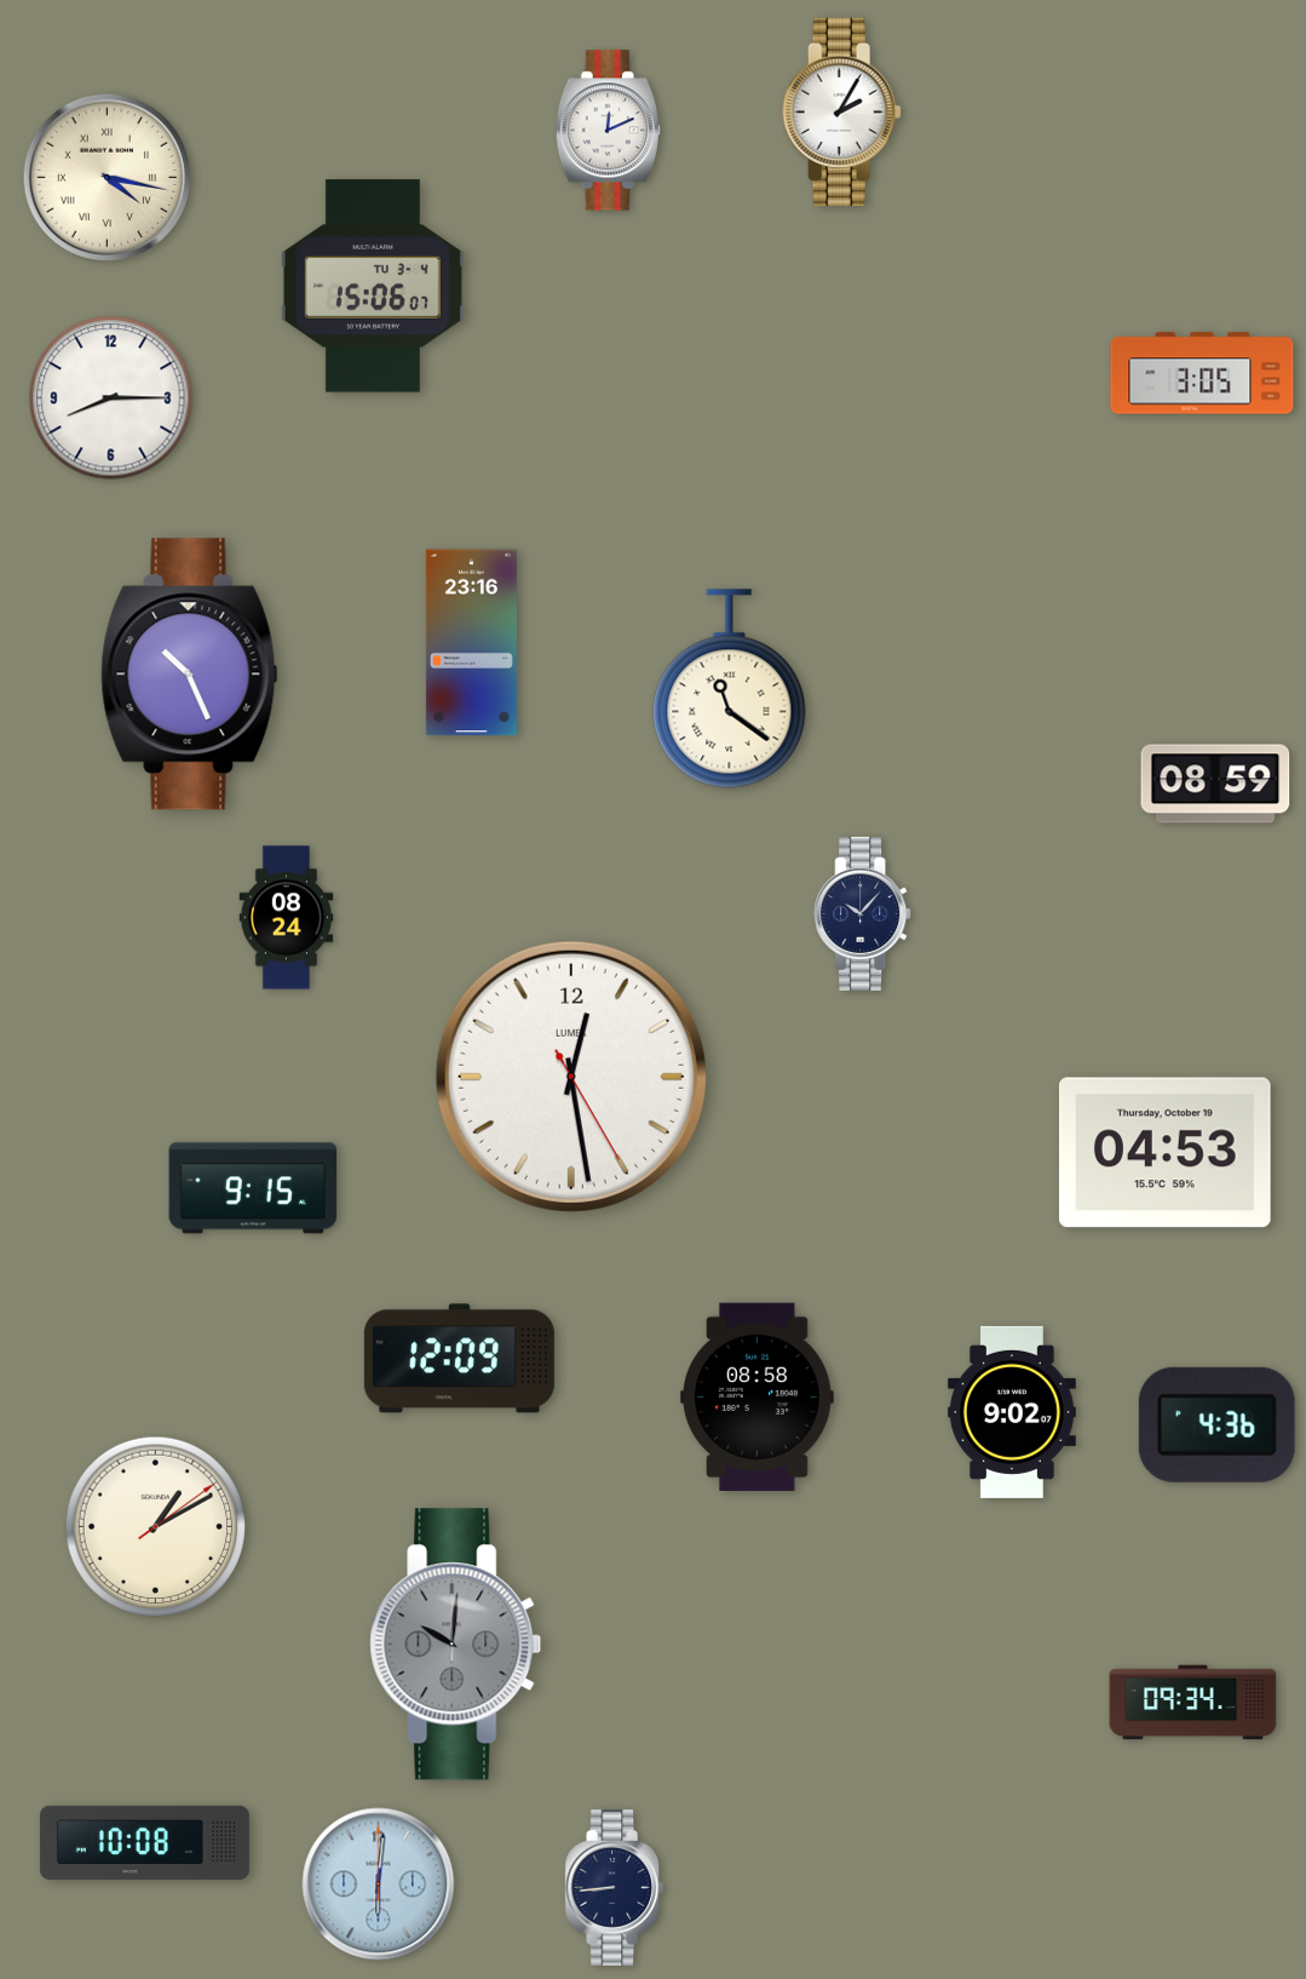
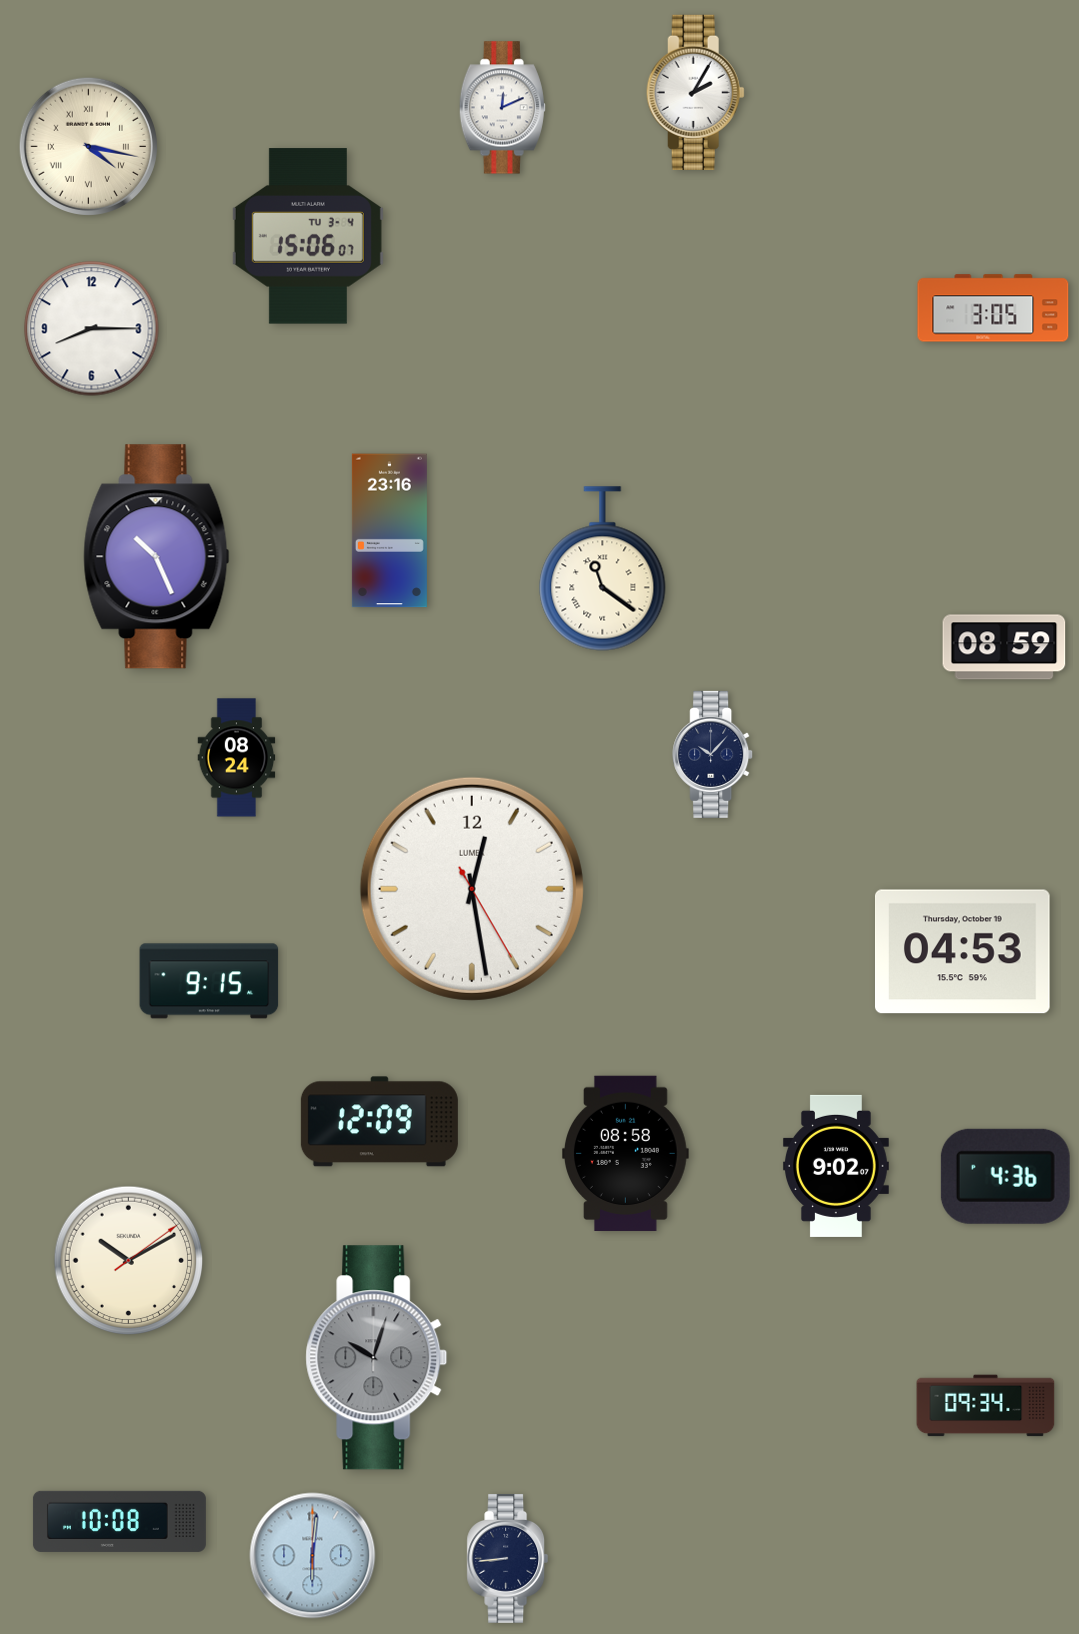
clock at (156, 1527): 1:10 -> 10:10
clock at (456, 1645): 10:01 -> 10:03
